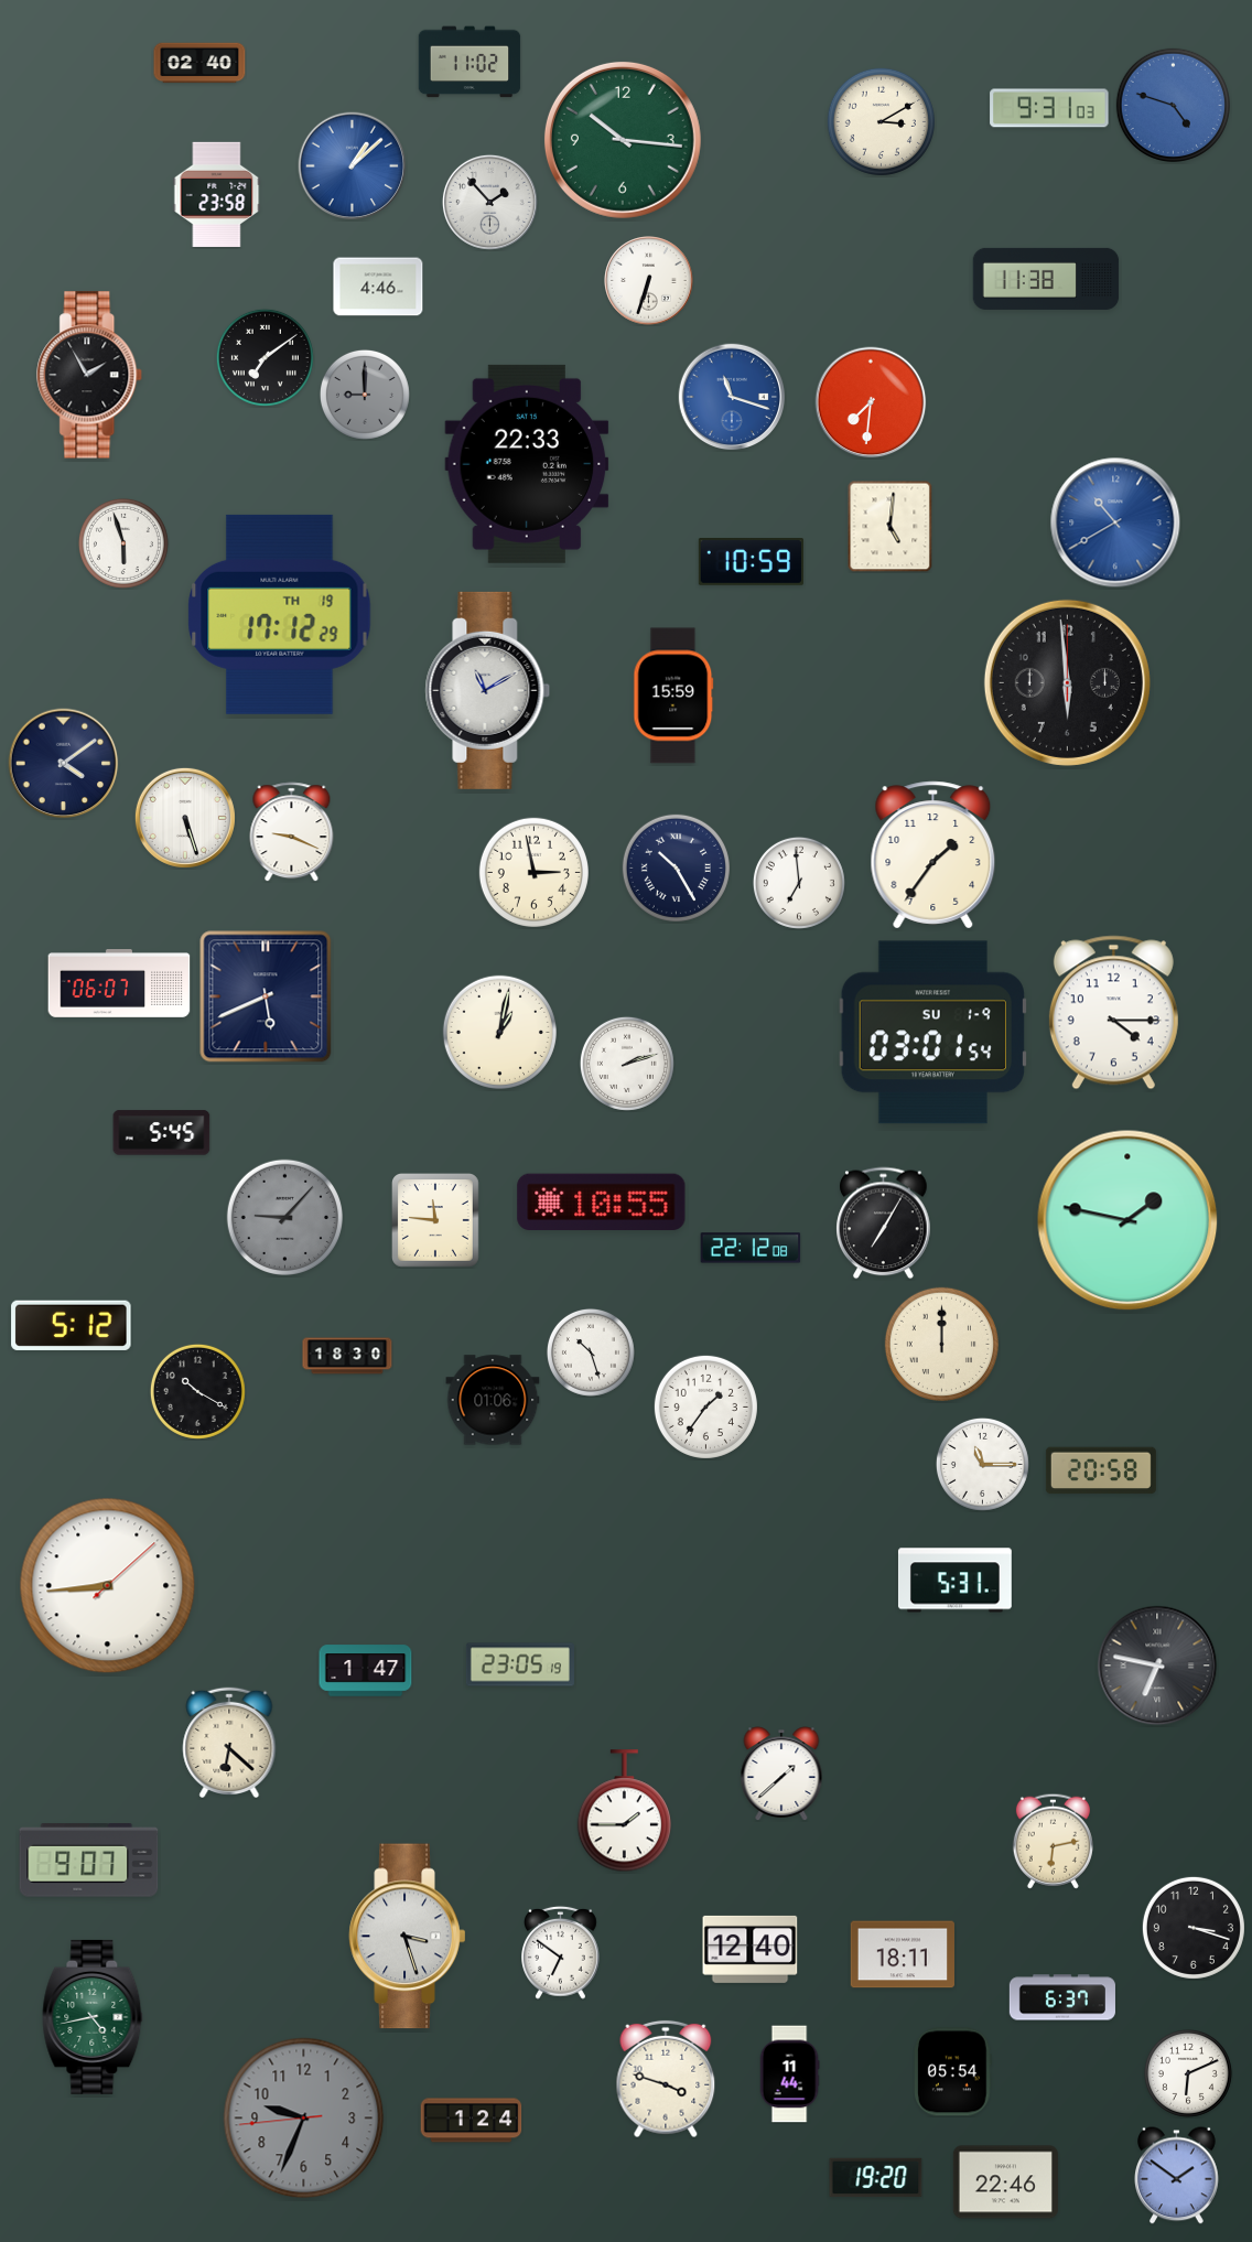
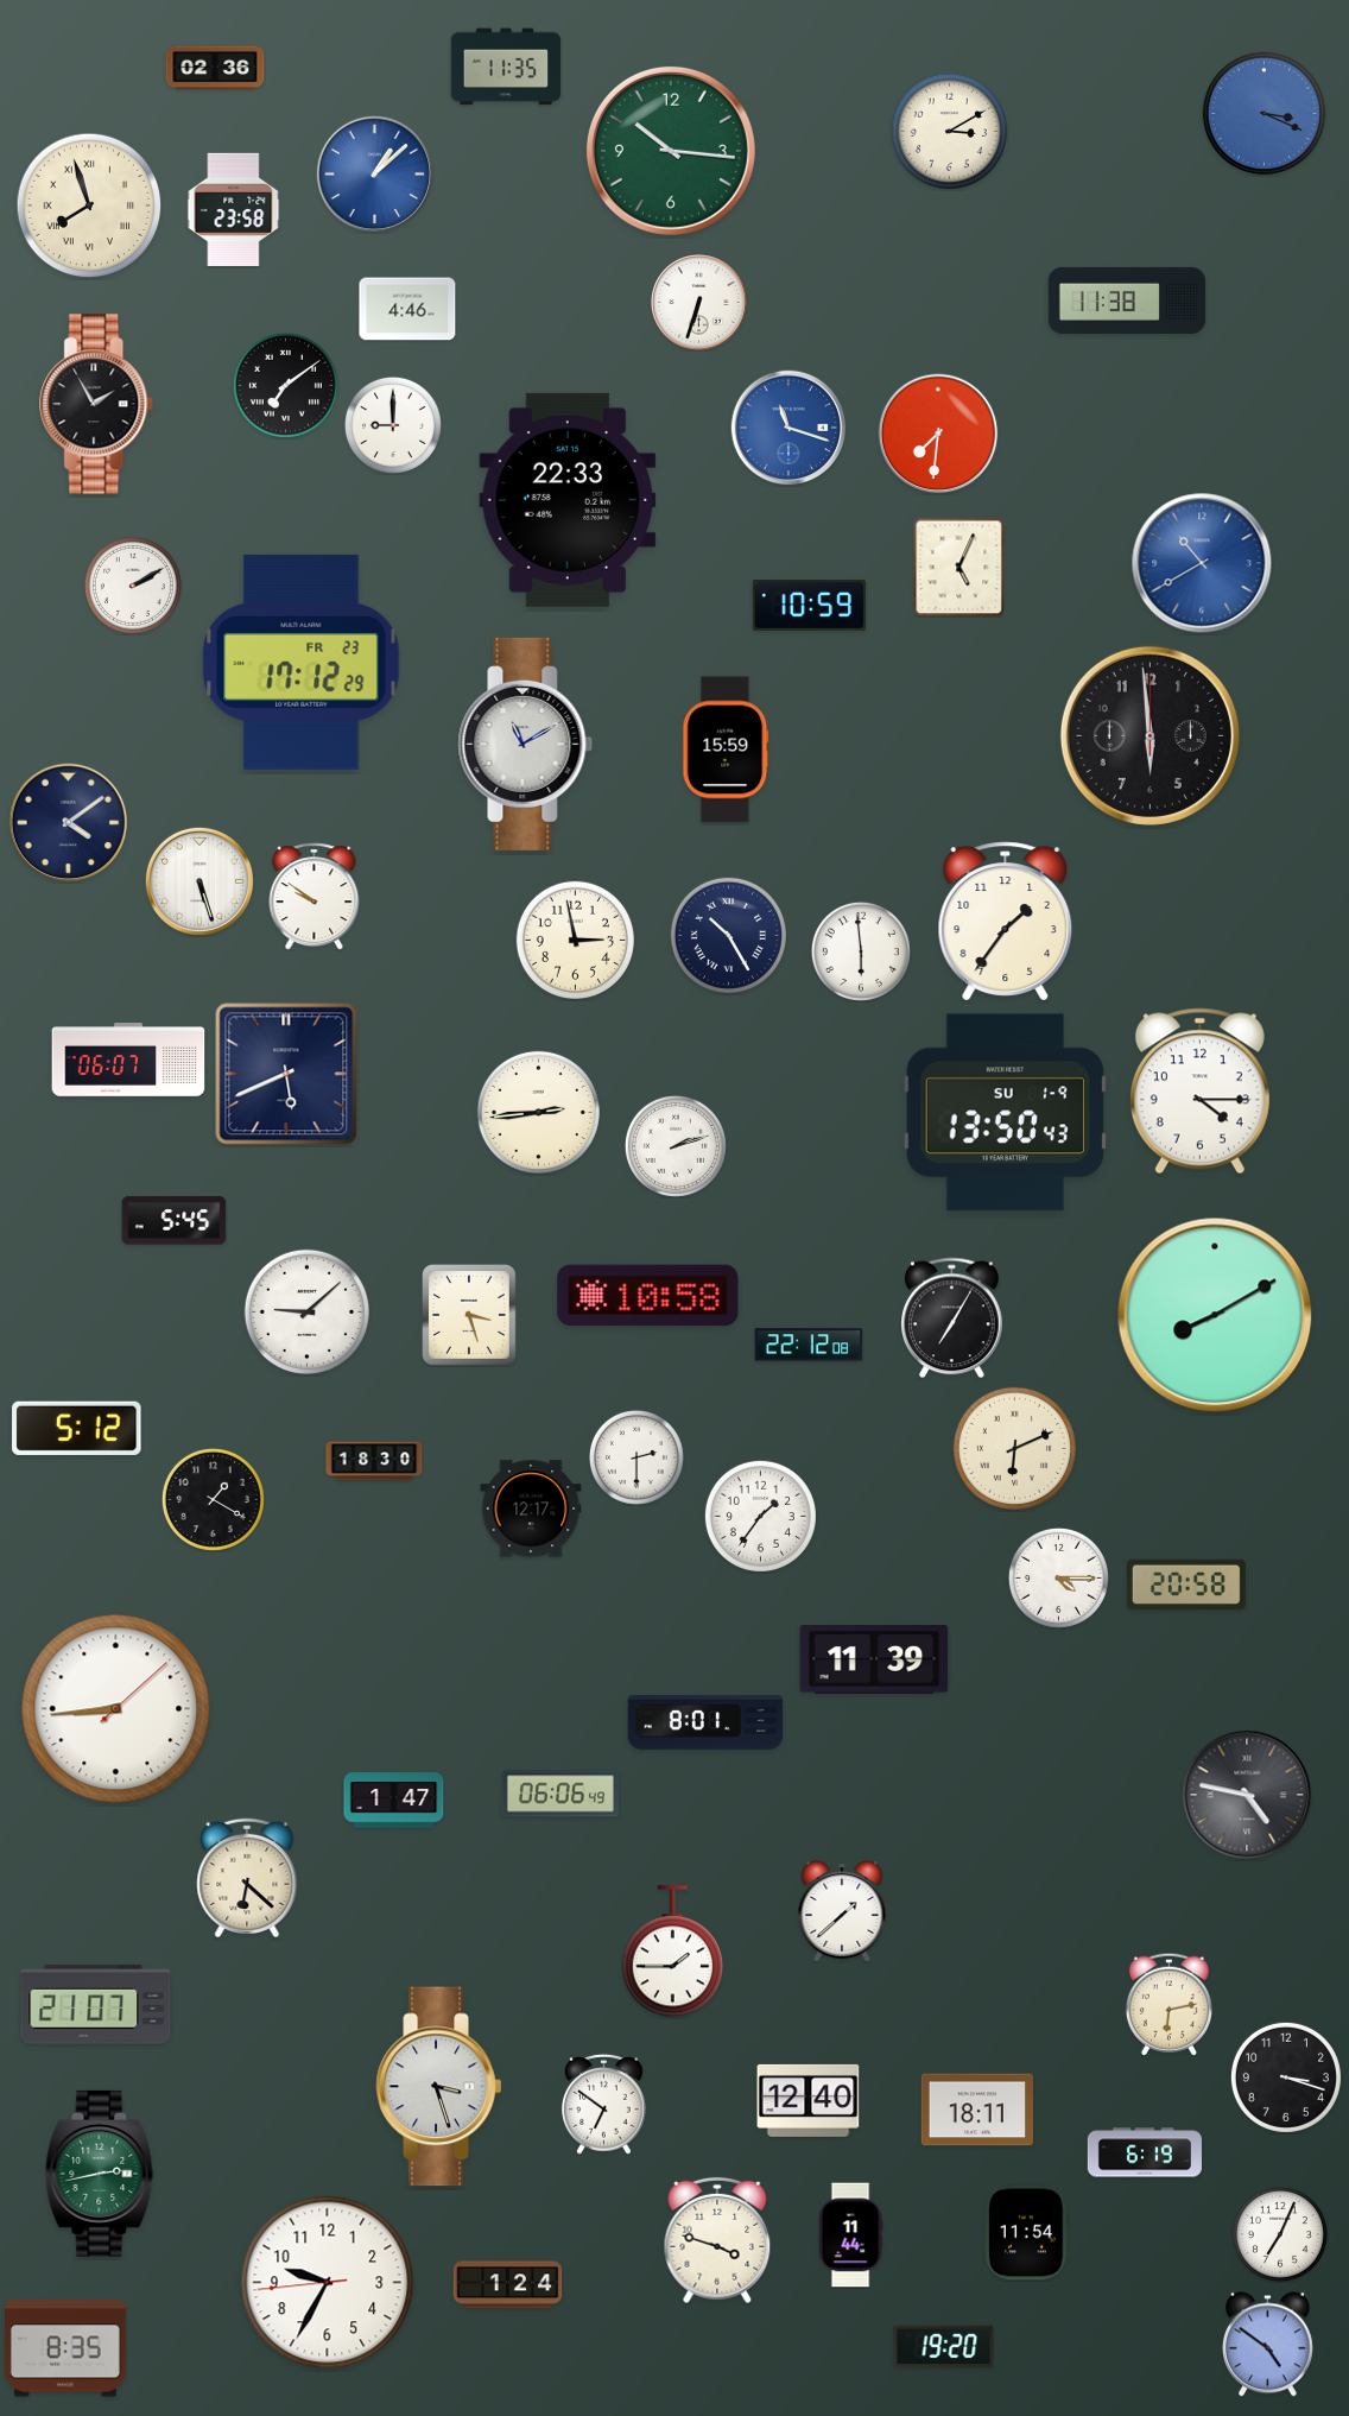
clock at (469, 62): 11:02 -> 11:35
clock at (199, 63): 02:40 -> 02:36
clock at (1173, 105): 4:48 -> 3:19
clock at (1049, 108): 9:31 -> none
clock at (353, 166) position: (353, 166) -> (375, 175)
clock at (89, 205): none -> 7:57
clock at (489, 202): 1:53 -> none
clock at (365, 395) dial: grey -> white
clock at (891, 526): 5:01 -> 5:04
clock at (123, 543): 5:57 -> 2:10
clock at (280, 614) date: TH 19 -> FR 23
clock at (292, 832): 9:19 -> 9:51
clock at (799, 883): 6:59 -> 5:59
clock at (499, 1032): 1:02 -> 2:44
clock at (932, 1033): 03:01 -> 13:50
clock at (602, 1201): 10:55 -> 10:58
clock at (284, 1217): 9:07 -> 9:08
clock at (284, 1217) dial: grey -> white
clock at (1127, 1220): 1:47 -> 8:10
clock at (436, 1221): 11:46 -> 3:27
clock at (941, 1344): 12:00 -> 6:11
clock at (591, 1352): 10:27 -> 2:30
clock at (197, 1391): 10:20 -> 1:20
clock at (493, 1400): 01:06 -> 12:17
clock at (982, 1464): 11:15 -> 4:15
clock at (874, 1659): none -> 11:39
clock at (954, 1581): 5:31 -> none
clock at (705, 1722): none -> 8:01
clock at (520, 1664): 23:05 -> 06:06
clock at (1157, 1666): 6:47 -> 4:47
clock at (1053, 1841) position: (1053, 1841) -> (1168, 2004)
clock at (89, 1861): 9:07 -> 21:07
clock at (902, 1954) position: (902, 1954) -> (976, 2110)
clock at (1061, 1997): 6:37 -> 6:19
clock at (93, 2017): 4:43 -> 2:43
clock at (953, 2072): 05:54 -> 11:54
clock at (1188, 2073): 6:11 -> 7:04
clock at (304, 2119): 9:33 -> 9:34
clock at (304, 2119) dial: grey -> white
clock at (1177, 2176): 1:51 -> 4:51
clock at (65, 2348): none -> 8:35
clock at (1005, 2182): 22:46 -> none
